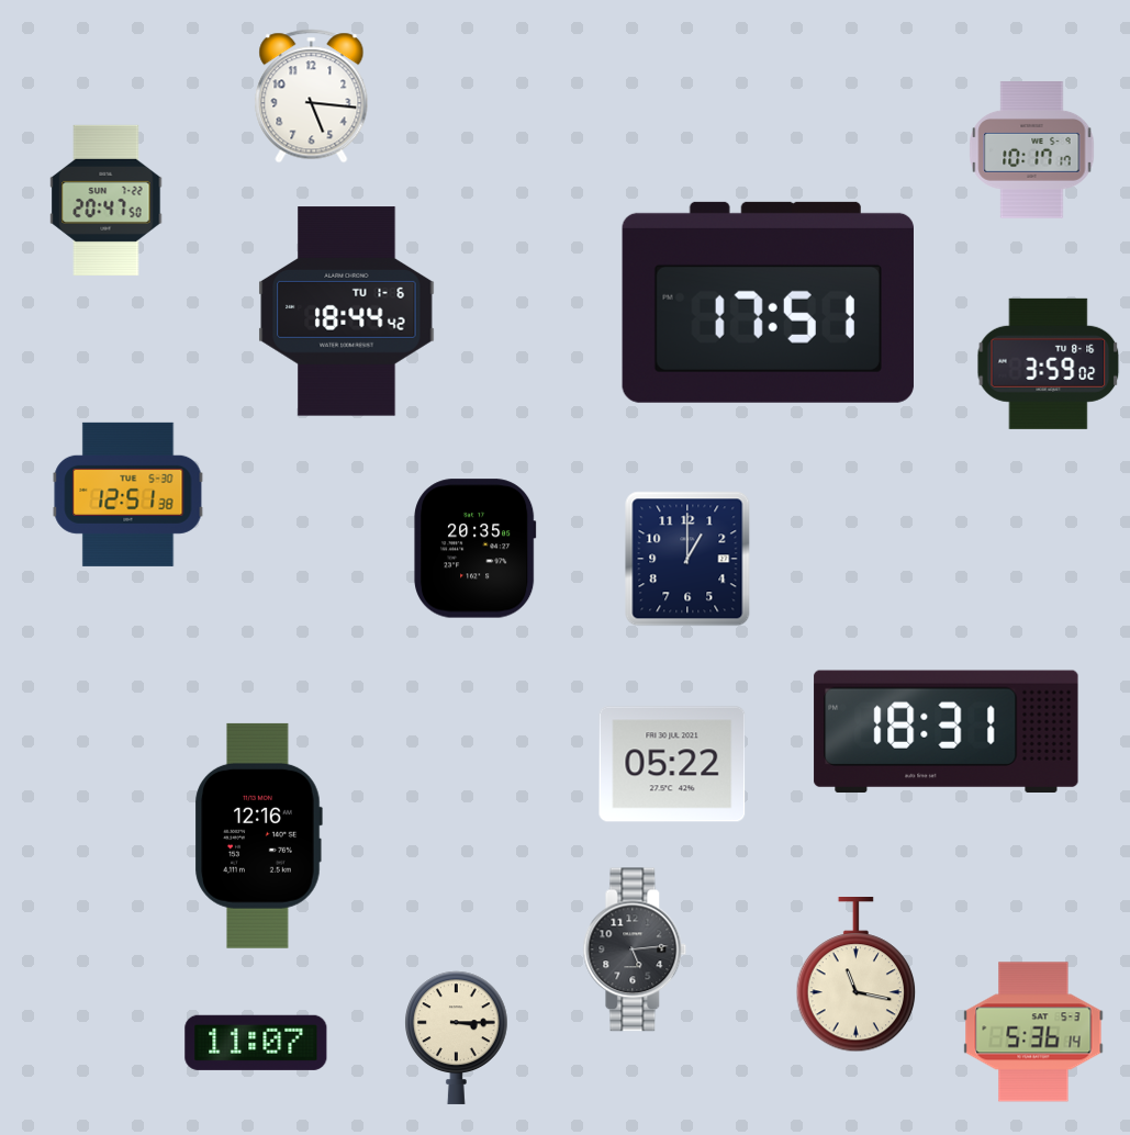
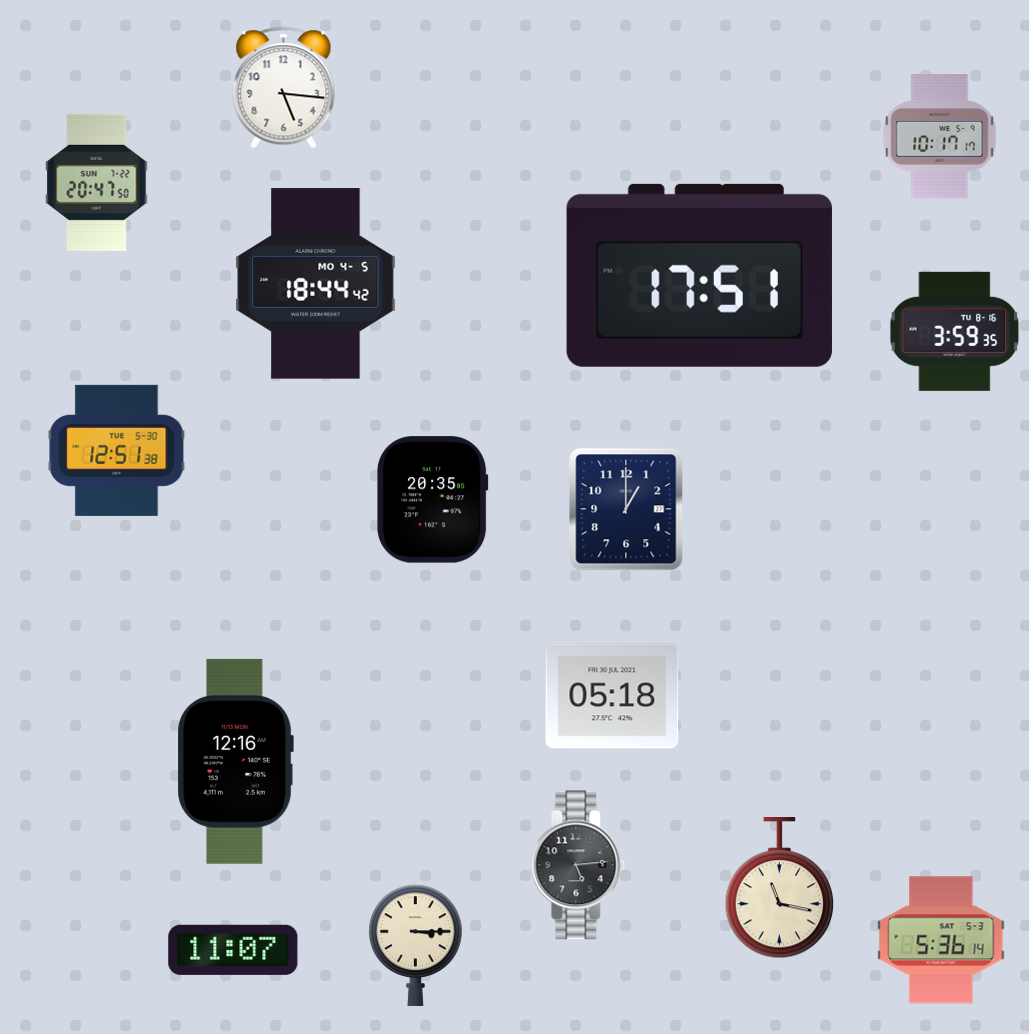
clock at (347, 312) date: TU 1-6 -> MO 4-5
clock at (1049, 363): 3:59:02 -> 3:59:35
clock at (947, 731): 18:31 -> none
clock at (672, 764): 05:22 -> 05:18
